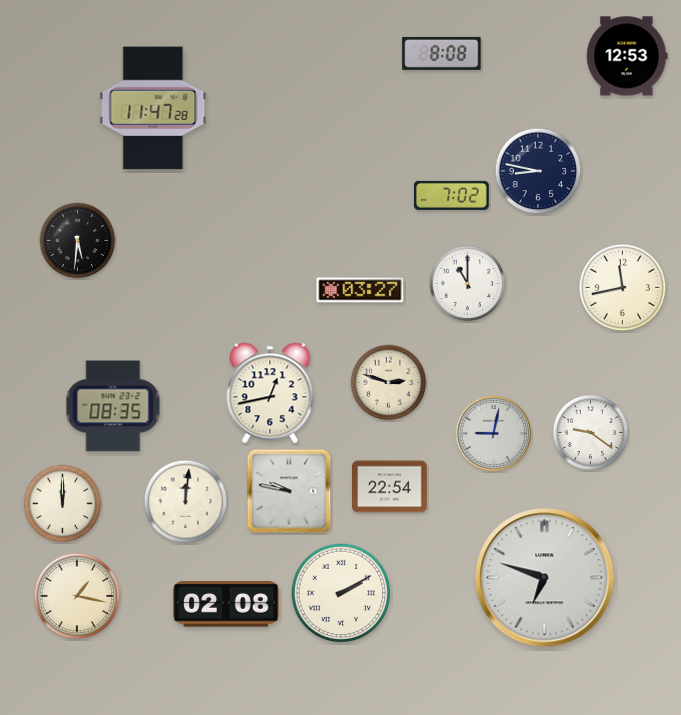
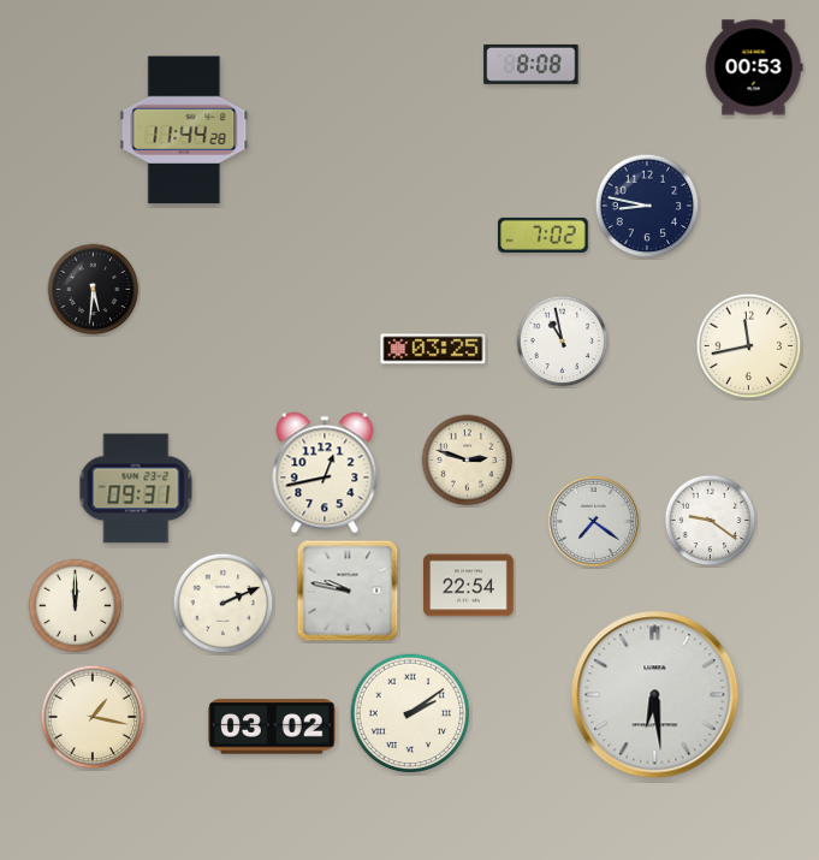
clock at (627, 56): 12:53 -> 00:53
clock at (153, 108): 11:47 -> 11:44
clock at (468, 284): 11:00 -> 10:58
clock at (360, 290): 03:27 -> 03:25
clock at (113, 406): 08:35 -> 09:31
clock at (493, 433): 9:02 -> 7:21
clock at (186, 502): 12:01 -> 2:11
clock at (545, 578): 6:48 -> 6:29
clock at (341, 593): 2:10 -> 2:09
clock at (226, 604): 02:08 -> 03:02
